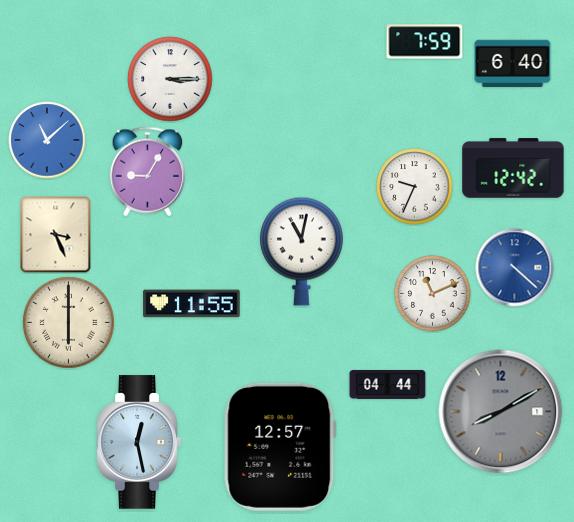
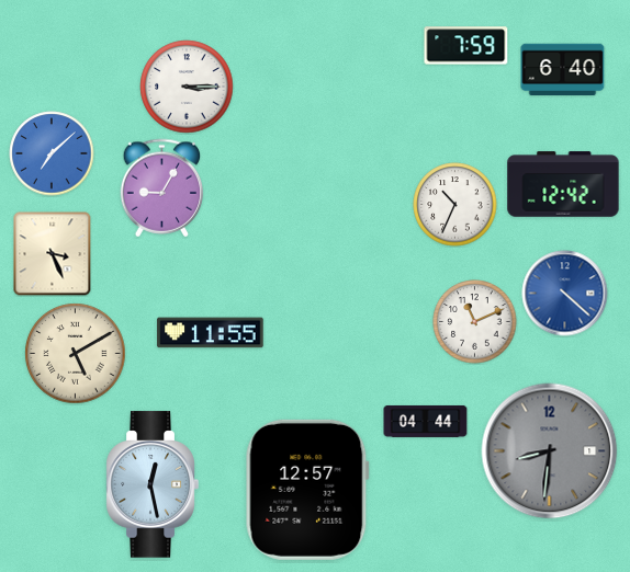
clock at (47, 140): 11:08 -> 7:08
clock at (415, 187): 9:34 -> 10:34
clock at (56, 235) position: (56, 235) -> (53, 254)
clock at (301, 251): 11:02 -> none
clock at (69, 323): 6:00 -> 5:10
clock at (501, 412): 8:10 -> 8:31
